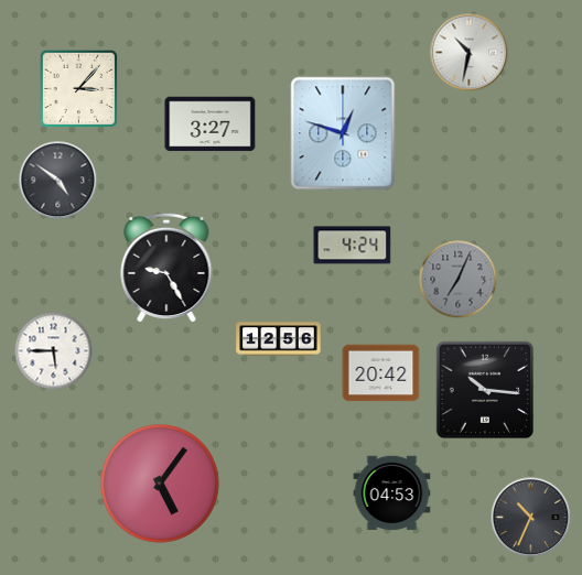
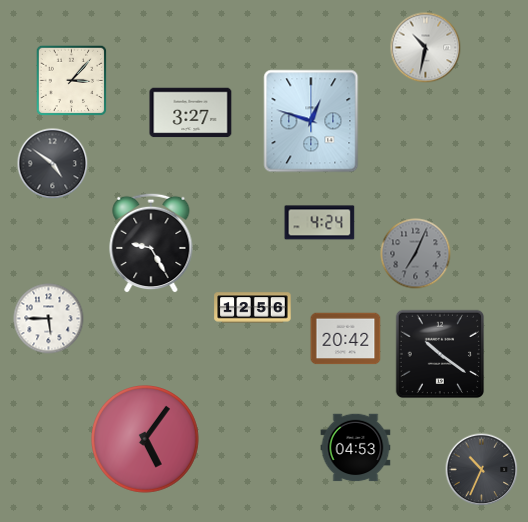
clock at (485, 390): 10:16 -> 10:21
